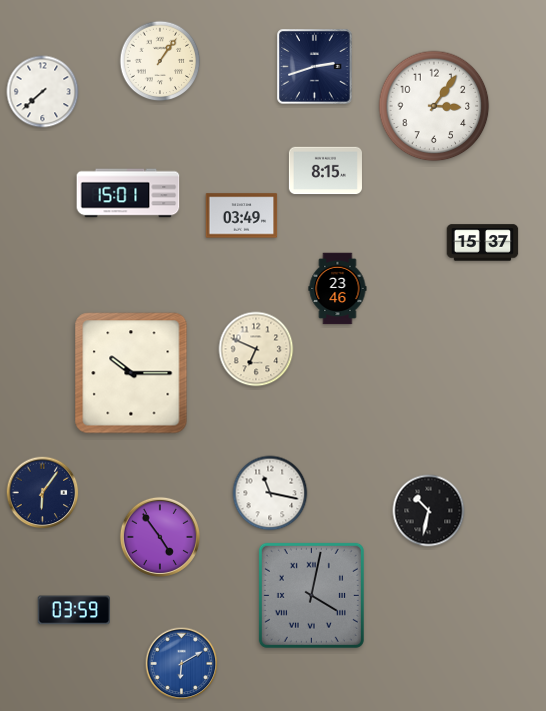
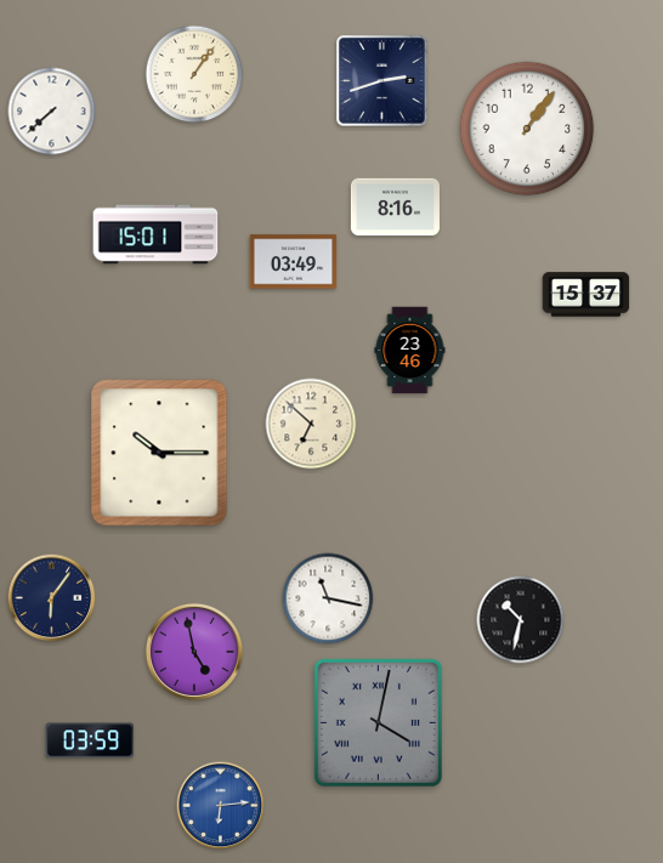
clock at (434, 106): 3:06 -> 1:06
clock at (325, 171): 8:15 -> 8:16
clock at (256, 349): 6:49 -> 6:52
clock at (160, 537): 4:54 -> 4:58
clock at (182, 664): 6:10 -> 6:14
